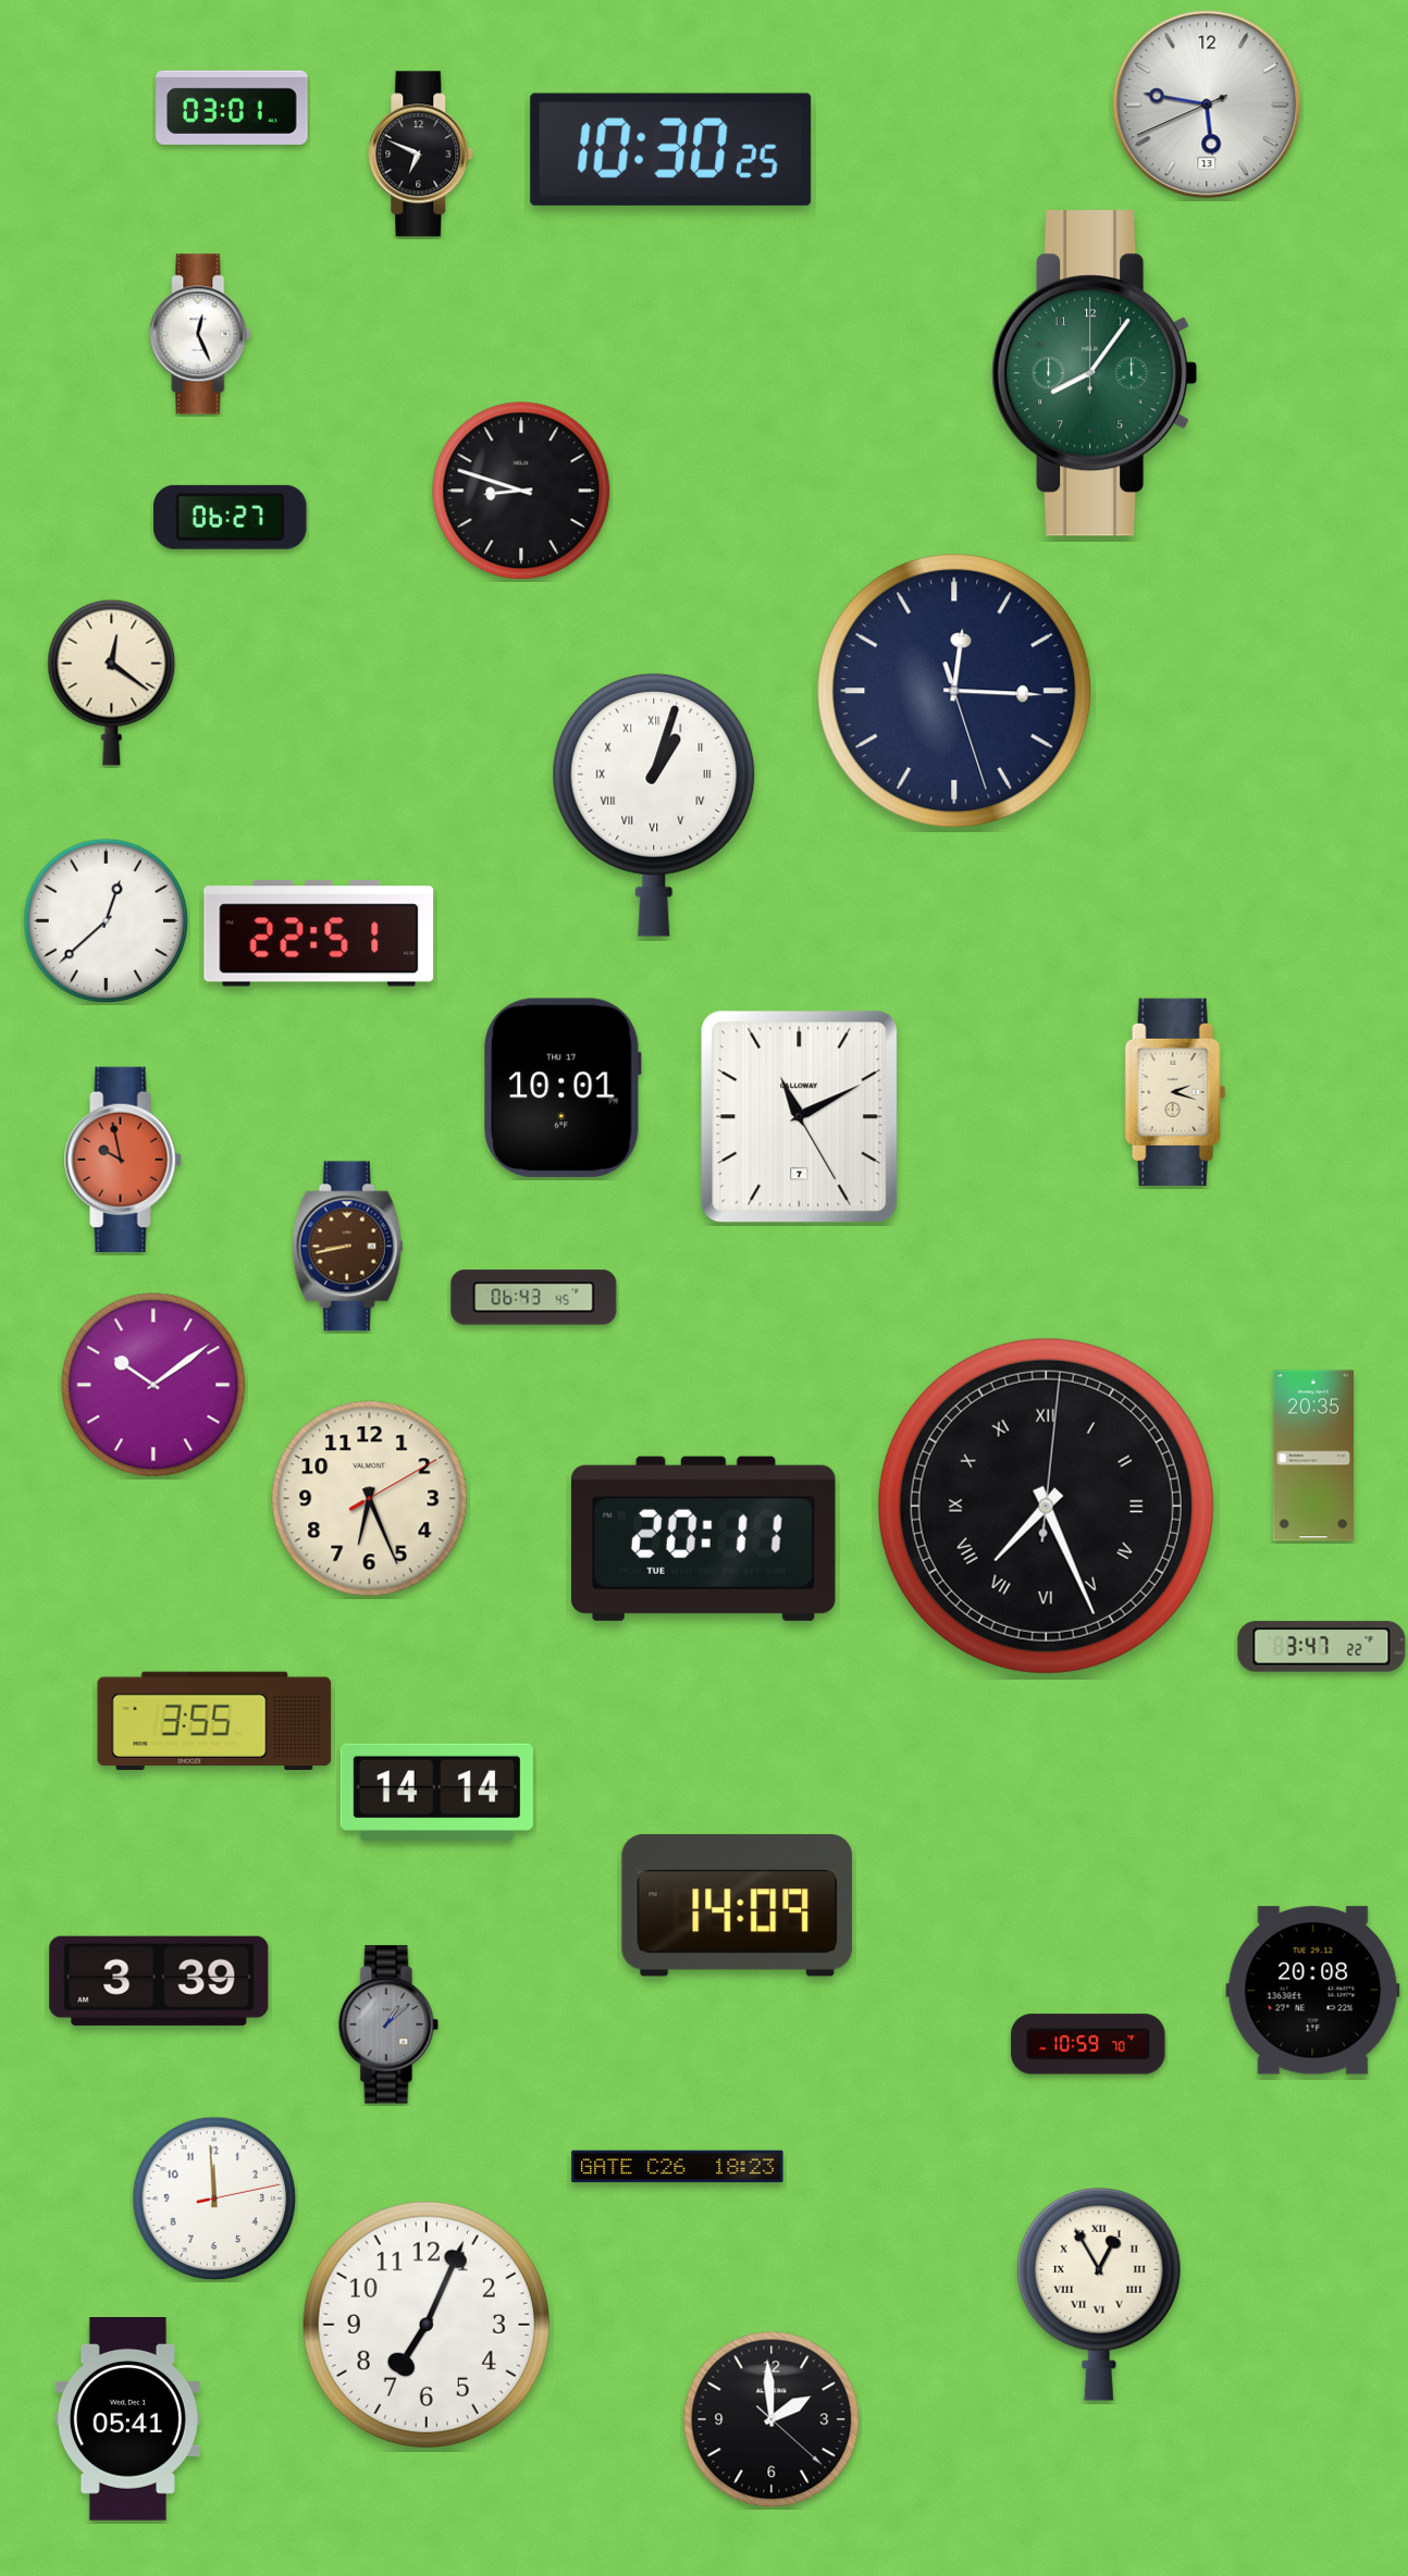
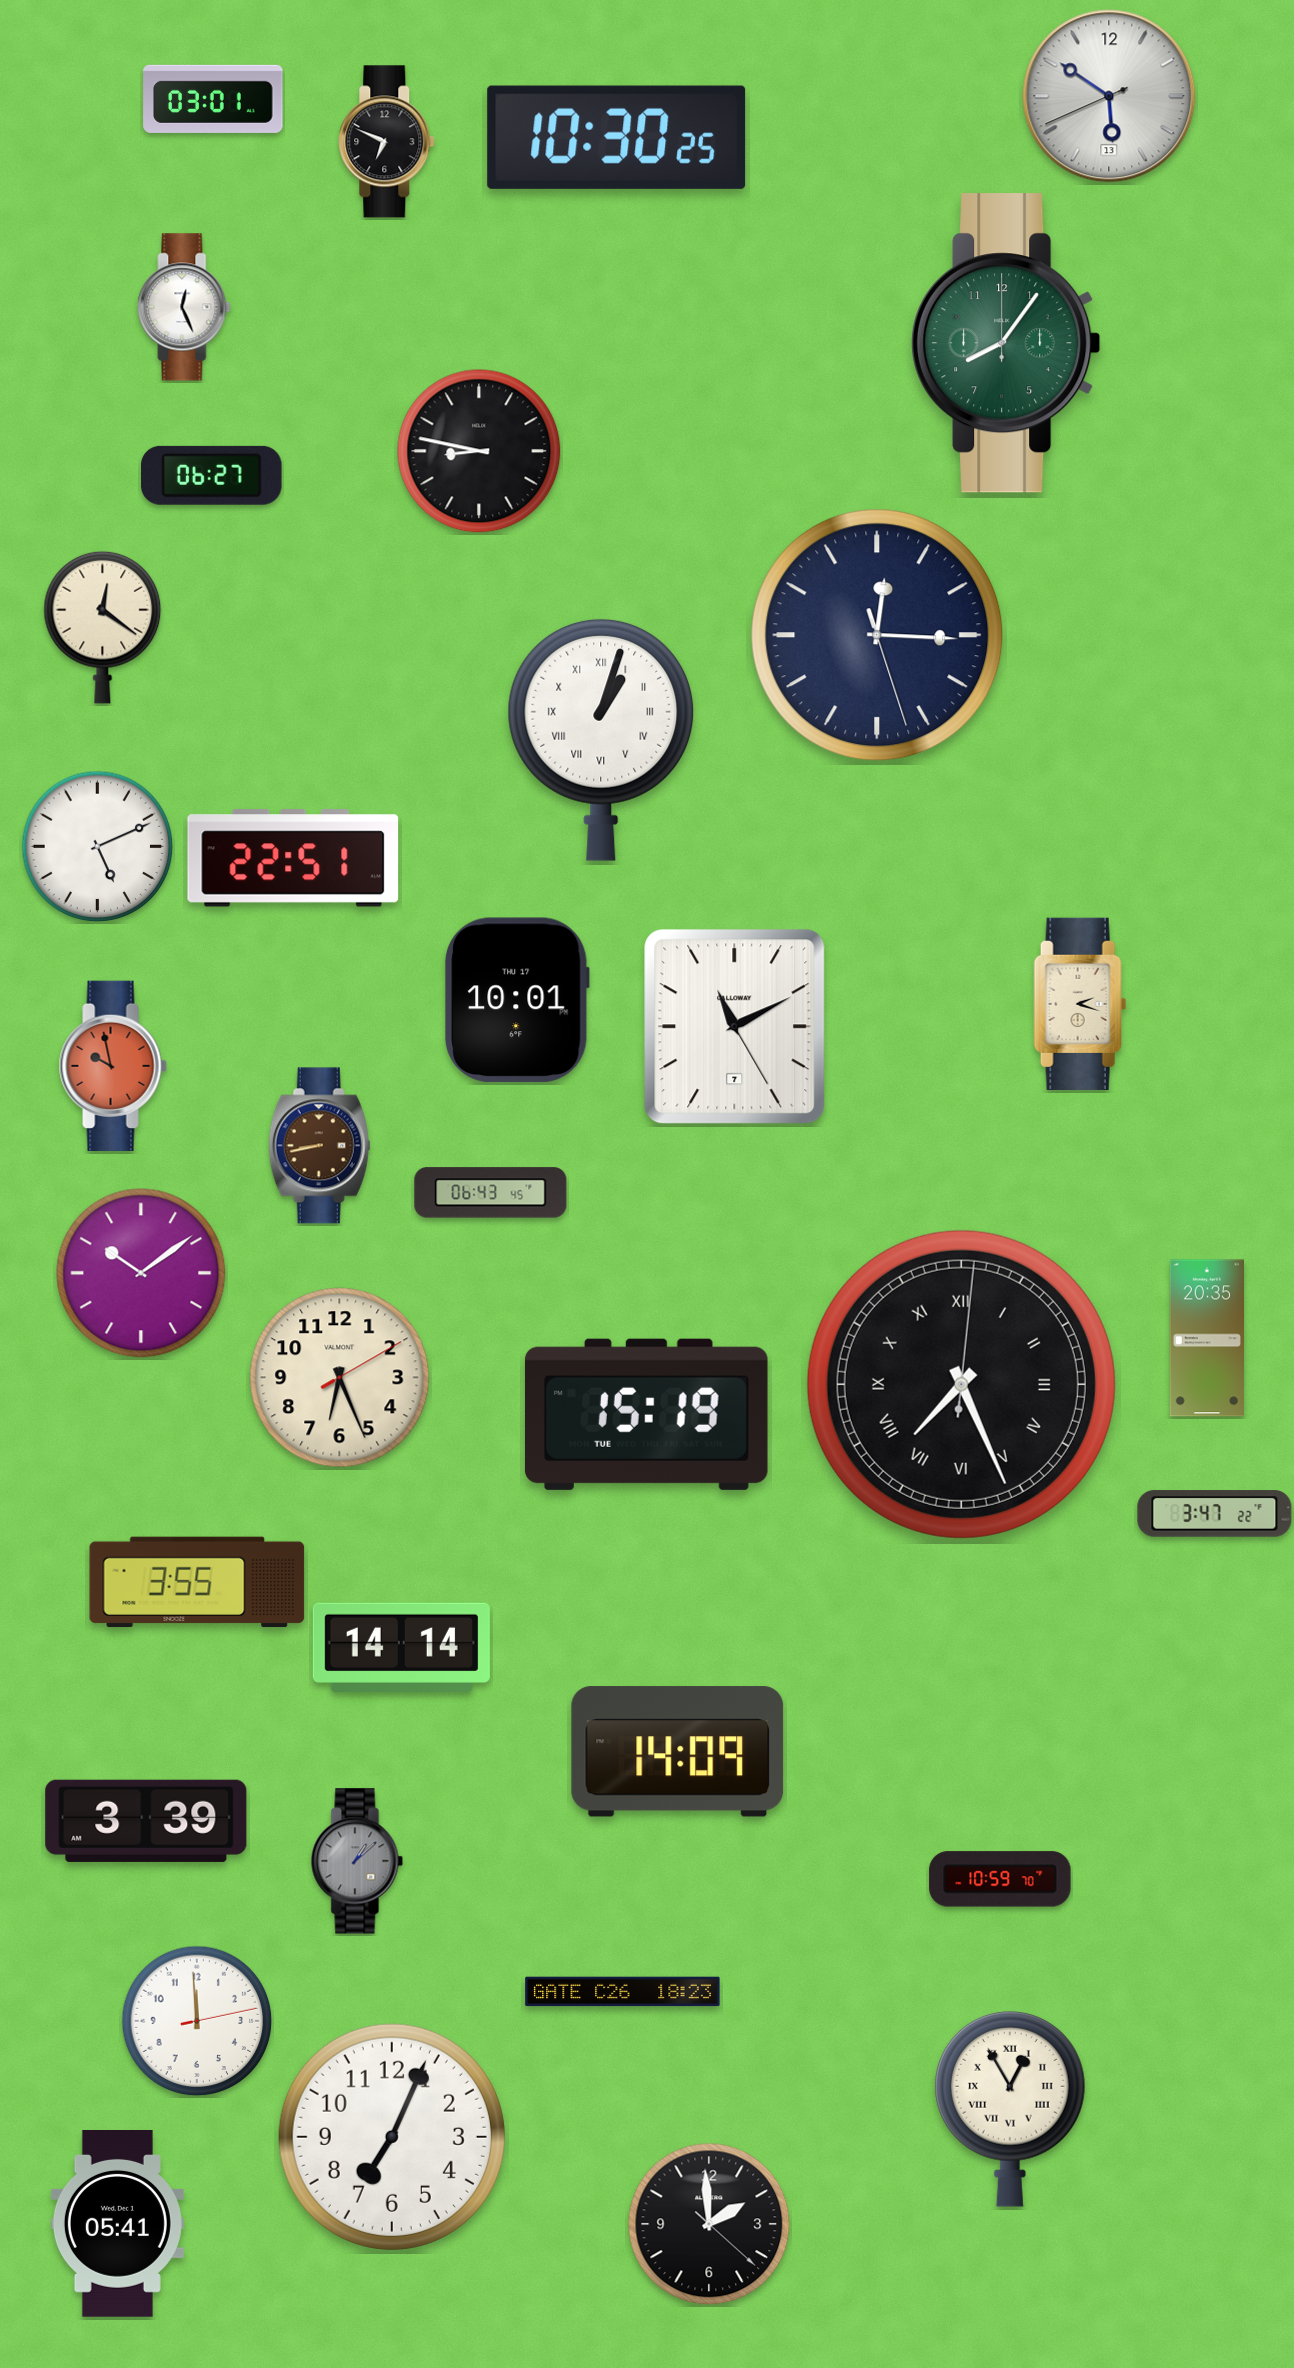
clock at (1207, 104): 5:46 -> 5:50
clock at (521, 491): 8:48 -> 8:47
clock at (107, 921): 12:38 -> 5:11
clock at (703, 1538): 20:11 -> 15:19
clock at (1313, 1991): 20:08 -> none
